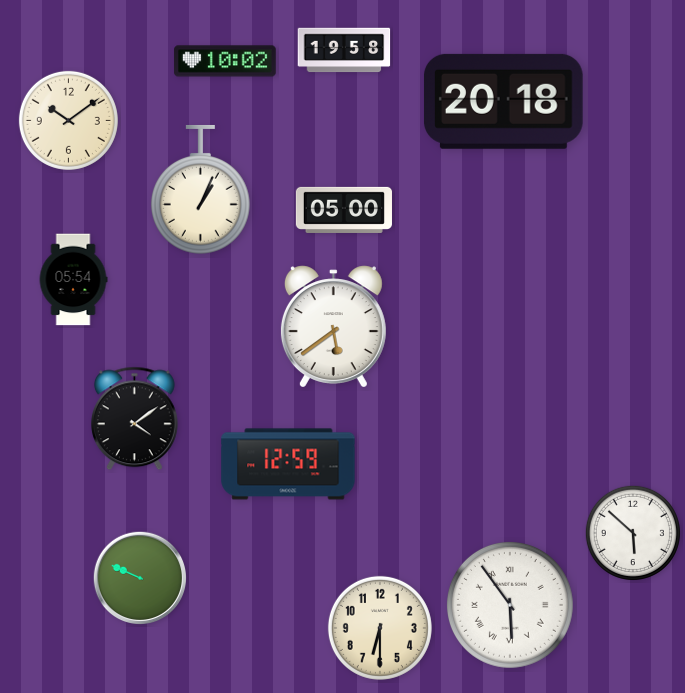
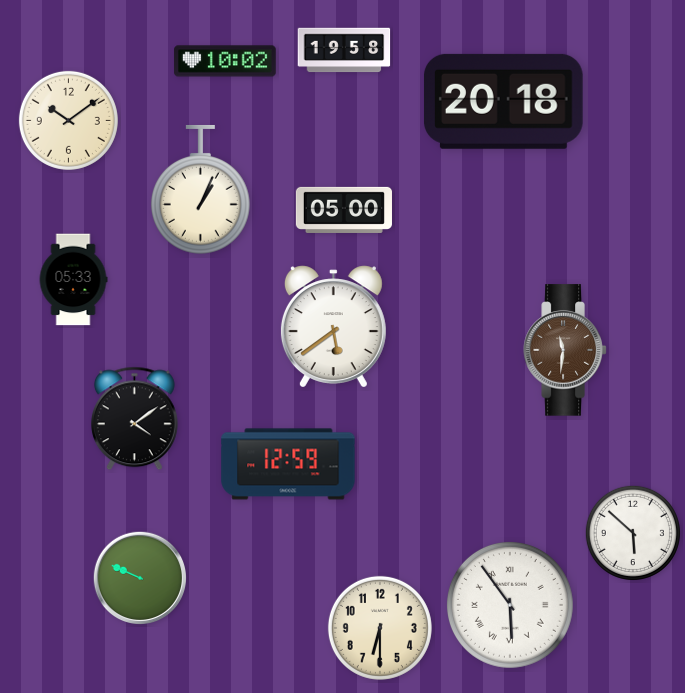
clock at (73, 280): 05:54 -> 05:33
clock at (565, 350): none -> 11:31
